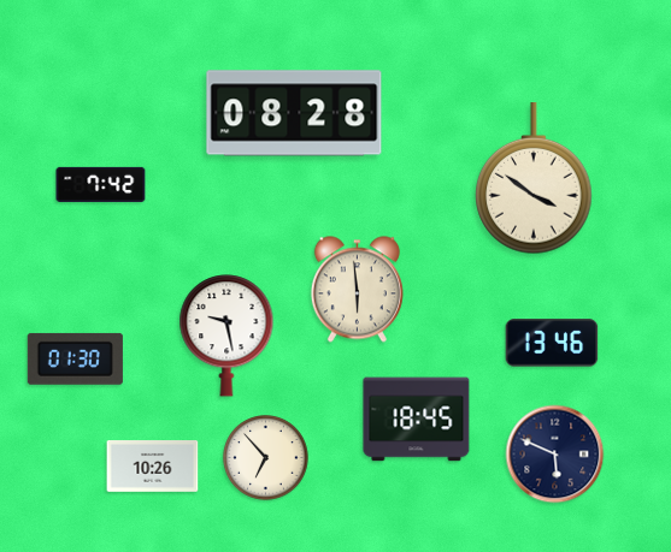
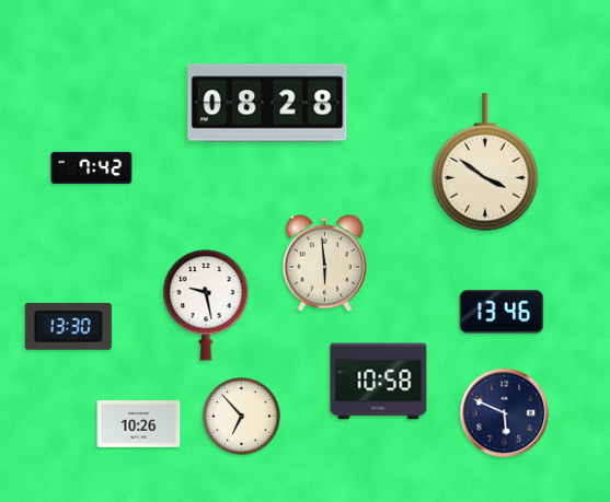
clock at (75, 358): 01:30 -> 13:30
clock at (417, 420): 18:45 -> 10:58
